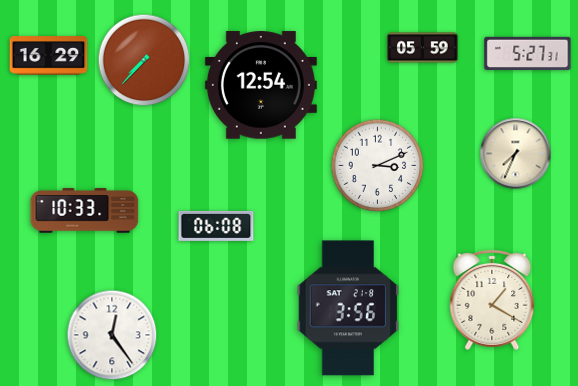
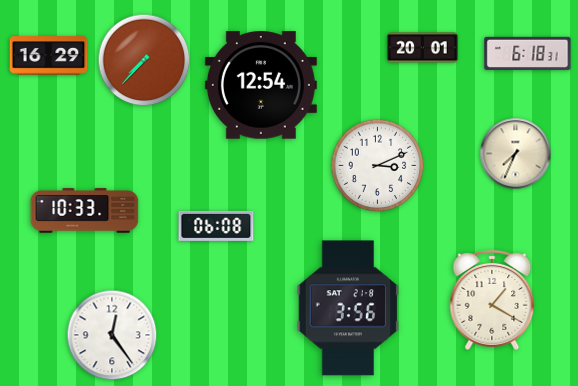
clock at (423, 48): 05:59 -> 20:01
clock at (528, 54): 5:27 -> 6:18
